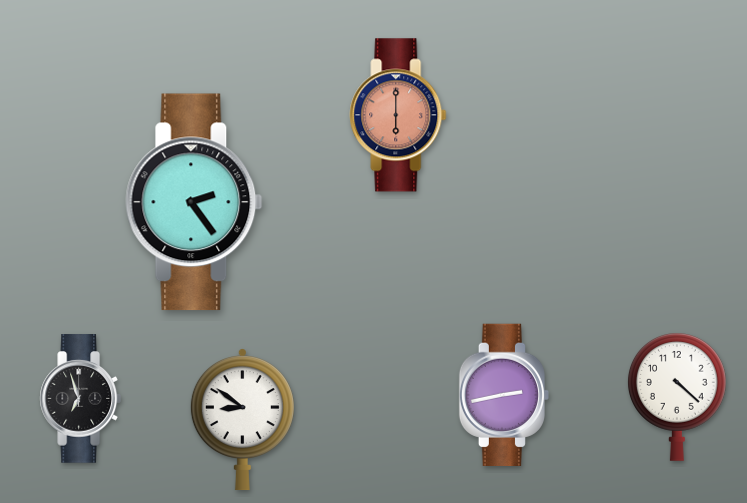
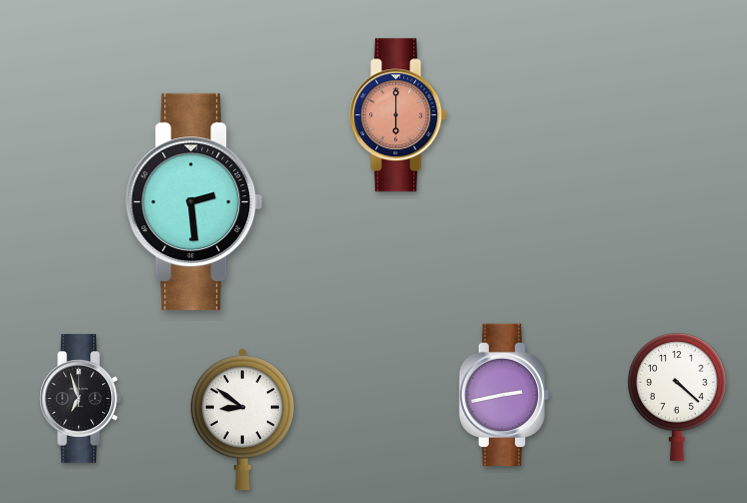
clock at (194, 202): 2:24 -> 2:29
